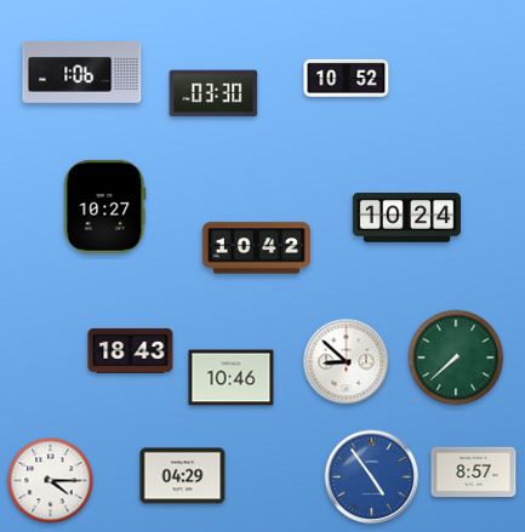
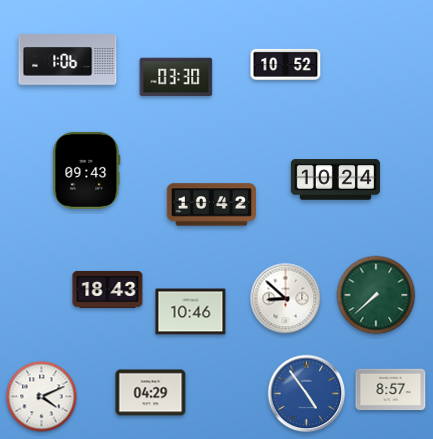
clock at (105, 206): 10:27 -> 09:43
clock at (51, 481): 4:15 -> 4:11
